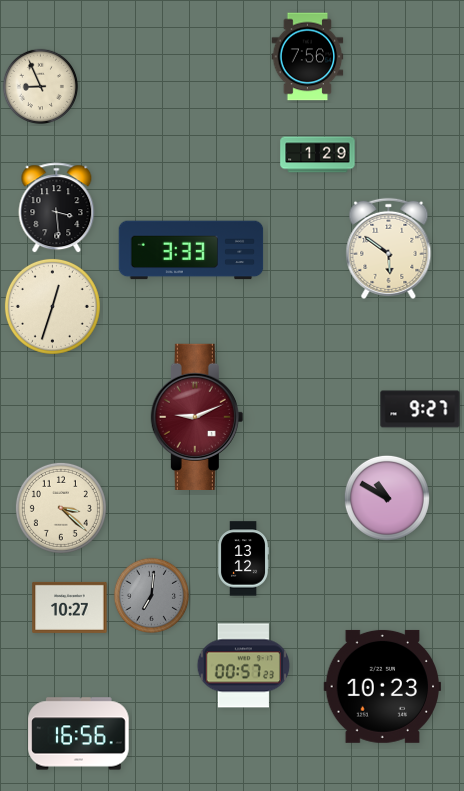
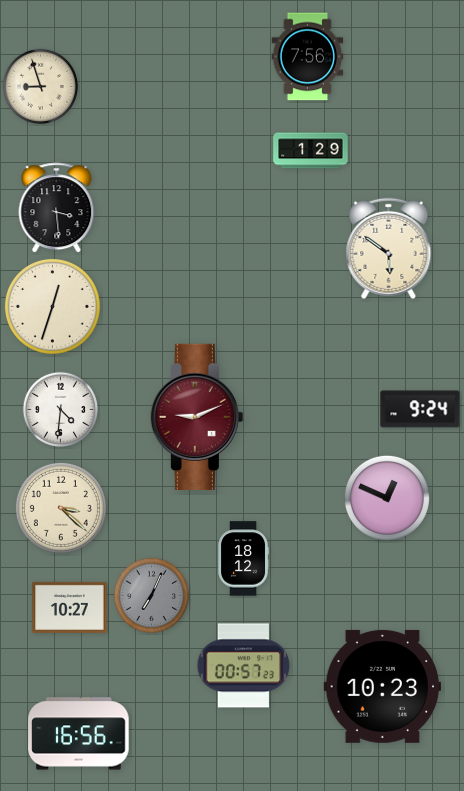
clock at (40, 86): 8:56 -> 8:57
clock at (318, 155) position: (318, 155) -> (311, 151)
clock at (191, 250): 3:33 -> none
clock at (60, 409): none -> 4:31
clock at (420, 409): 9:27 -> 9:24
clock at (387, 498): 10:50 -> 12:49
clock at (243, 559): 13:12 -> 18:12
clock at (151, 595): 7:01 -> 7:04
